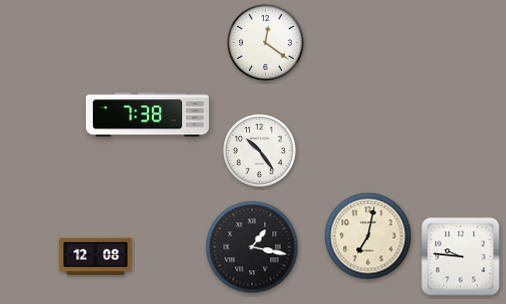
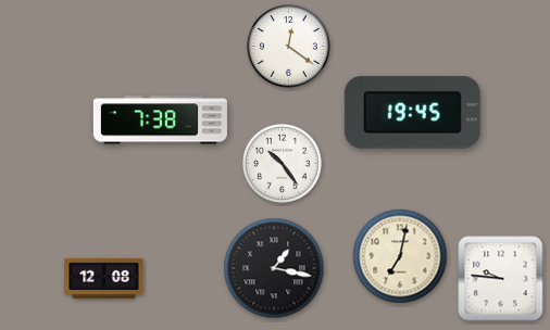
clock at (412, 113): none -> 19:45
clock at (147, 115) position: (147, 115) -> (160, 120)
